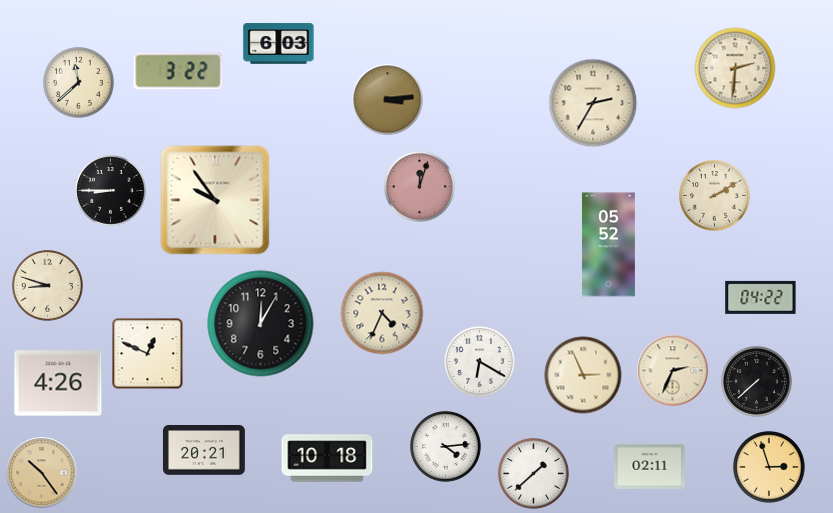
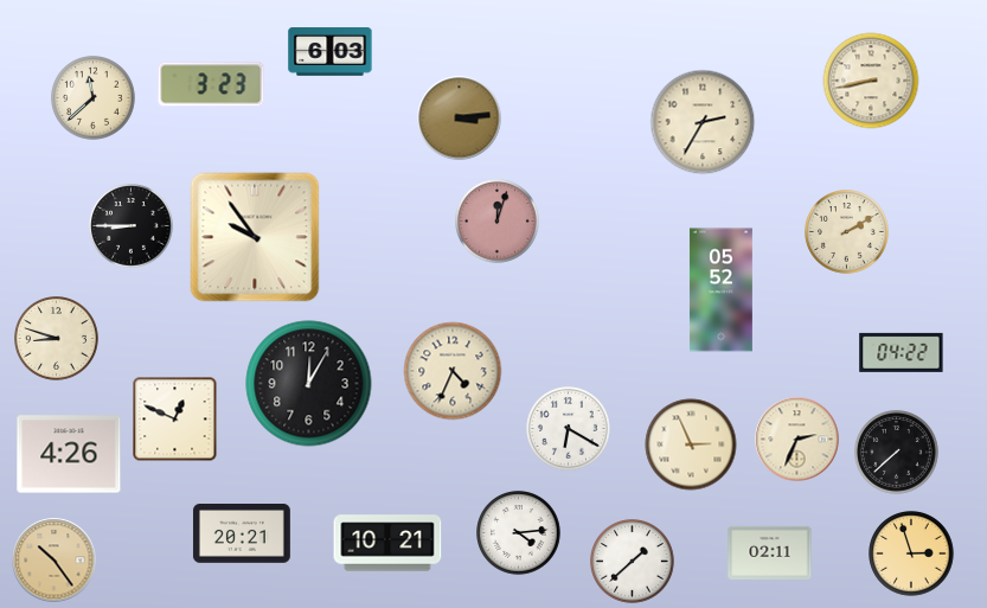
clock at (735, 68): 2:31 -> 8:43
clock at (178, 71): 3:22 -> 3:23
clock at (446, 447) position: (446, 447) -> (519, 533)
clock at (327, 458): 10:18 -> 10:21
clock at (42, 473) position: (42, 473) -> (55, 561)
